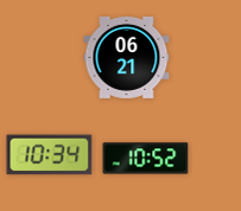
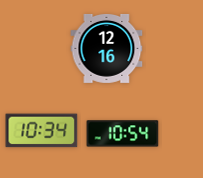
clock at (127, 57): 06:21 -> 12:16
clock at (146, 159): 10:52 -> 10:54
